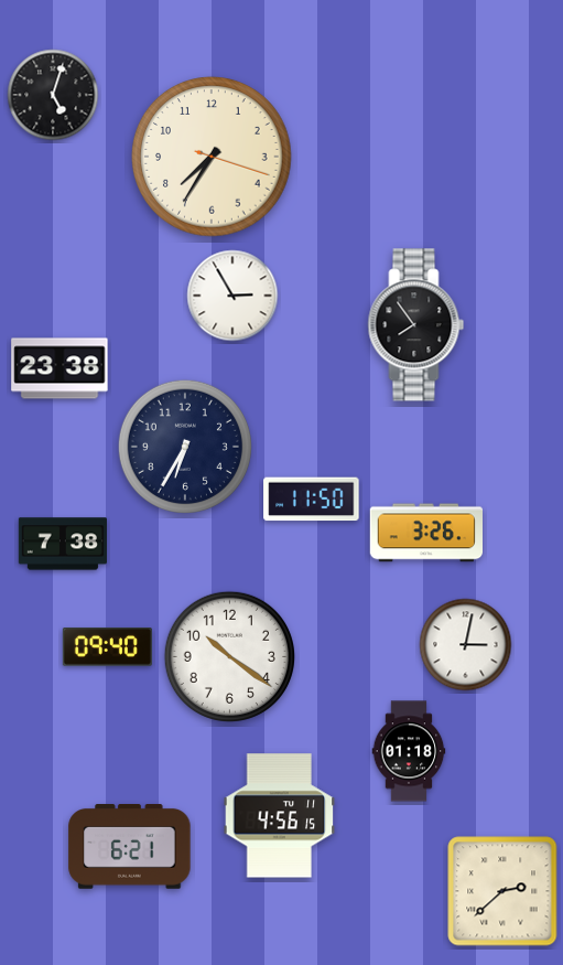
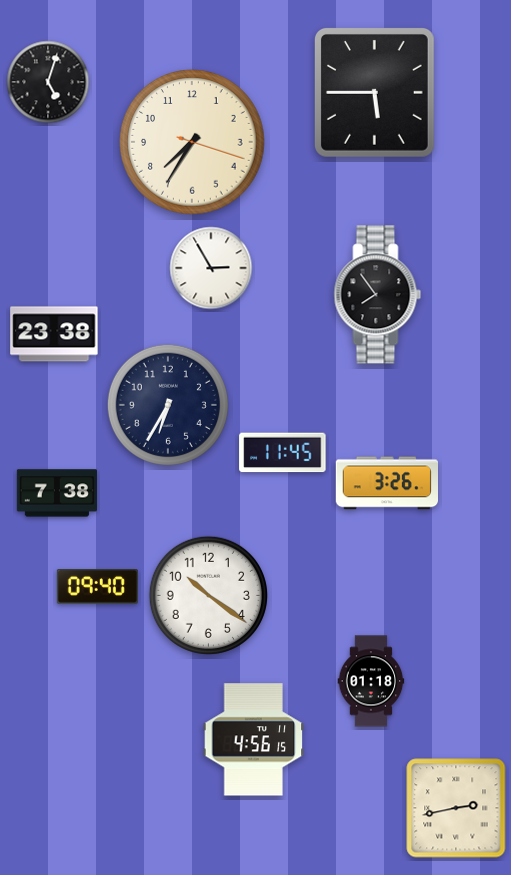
clock at (53, 95) position: (53, 95) -> (48, 82)
clock at (374, 92): none -> 5:45
clock at (312, 500): 11:50 -> 11:45
clock at (466, 645): 3:02 -> none
clock at (130, 847): 6:21 -> none
clock at (502, 891): 2:38 -> 2:43
